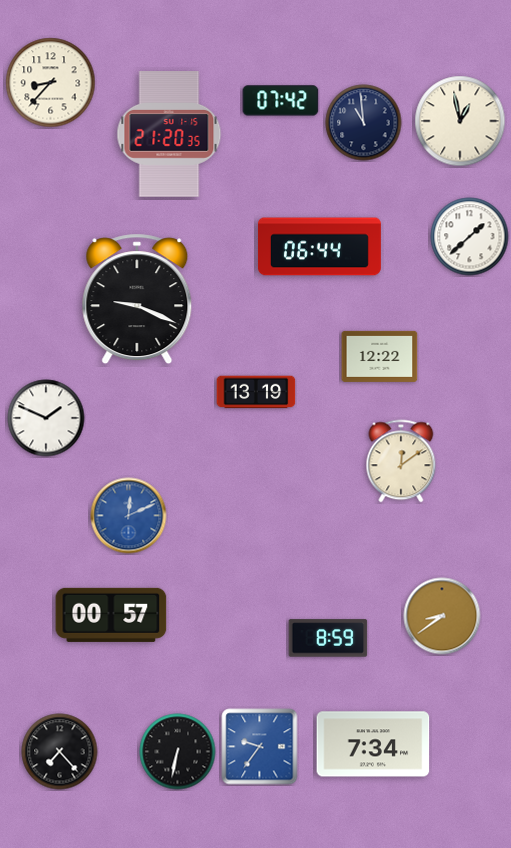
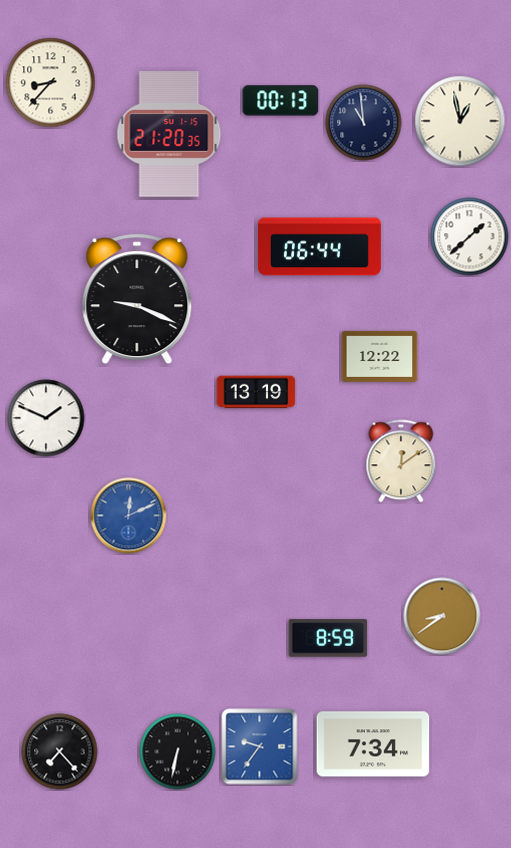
clock at (281, 101): 07:42 -> 00:13
clock at (111, 615): 00:57 -> none
